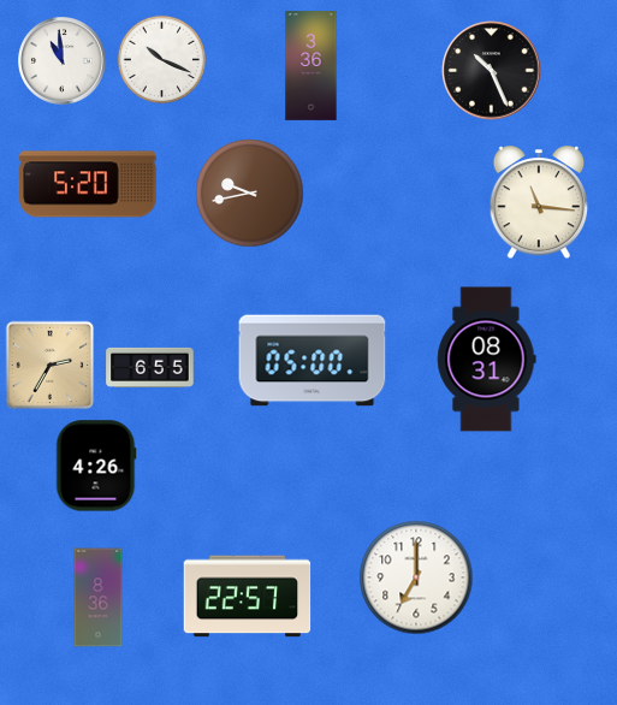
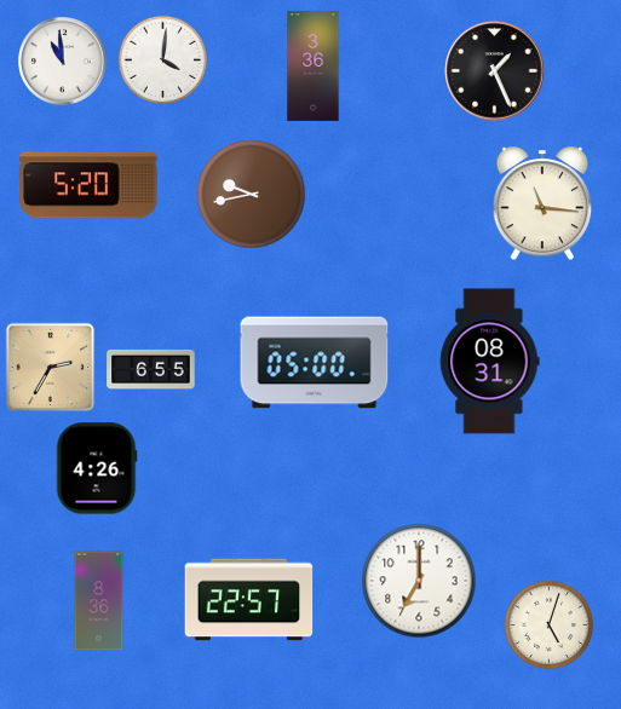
clock at (161, 59): 10:19 -> 4:01
clock at (492, 71): 10:26 -> 1:26
clock at (548, 624): none -> 5:03
